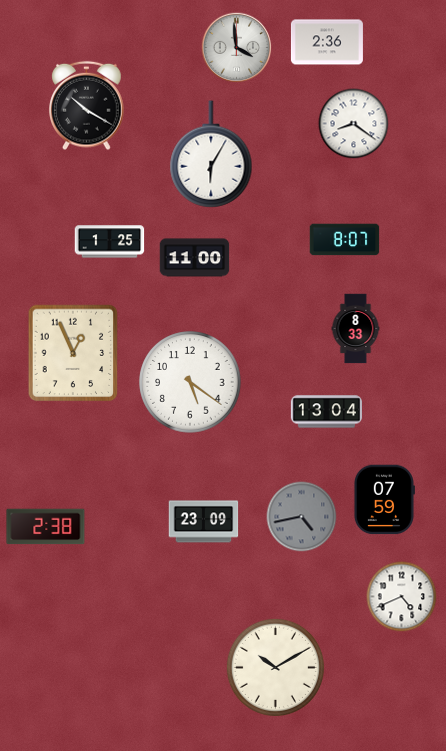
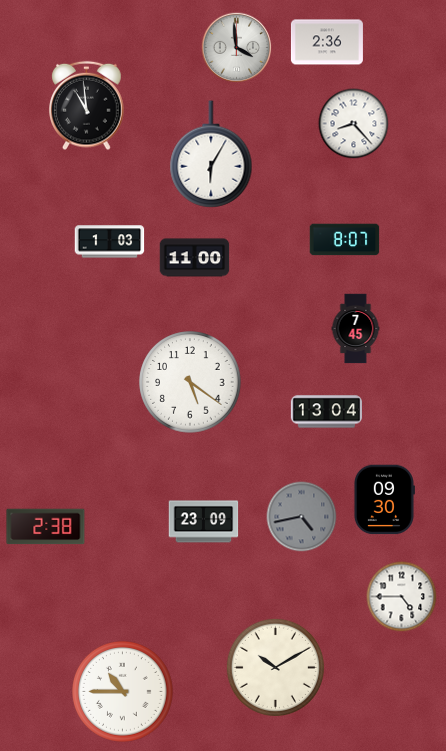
clock at (87, 106): 10:20 -> 10:59
clock at (354, 124): 8:21 -> 8:23
clock at (110, 242): 1:25 -> 1:03
clock at (356, 329): 8:33 -> 7:45
clock at (73, 353): 12:56 -> none
clock at (384, 500): 07:59 -> 09:30
clock at (402, 597): 4:41 -> 4:45
clock at (123, 692): none -> 10:45
